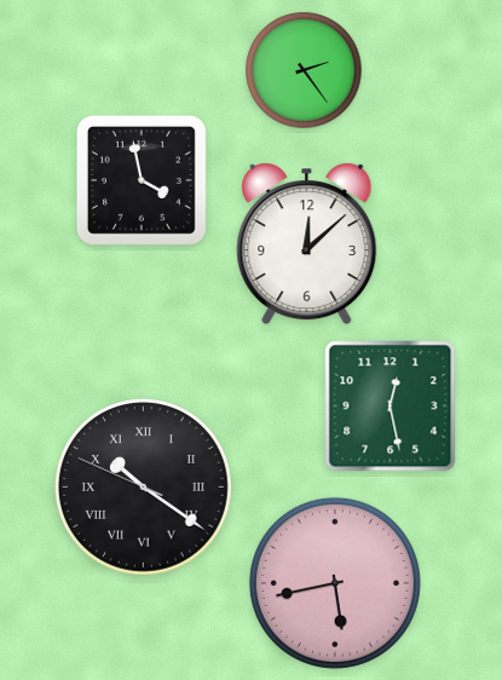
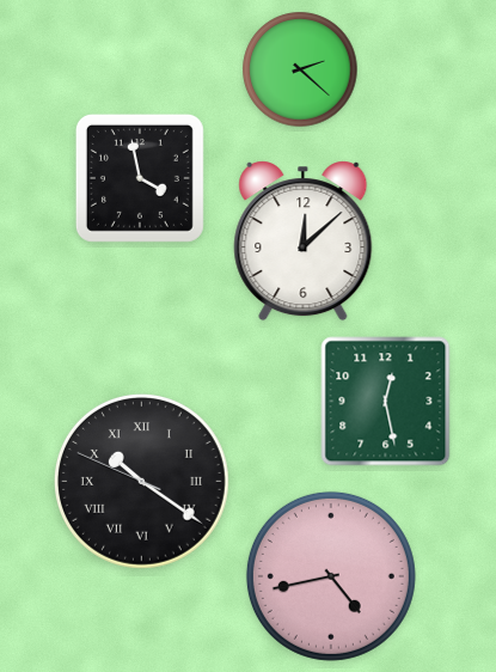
clock at (304, 70): 2:24 -> 2:22
clock at (335, 583): 5:43 -> 4:43
